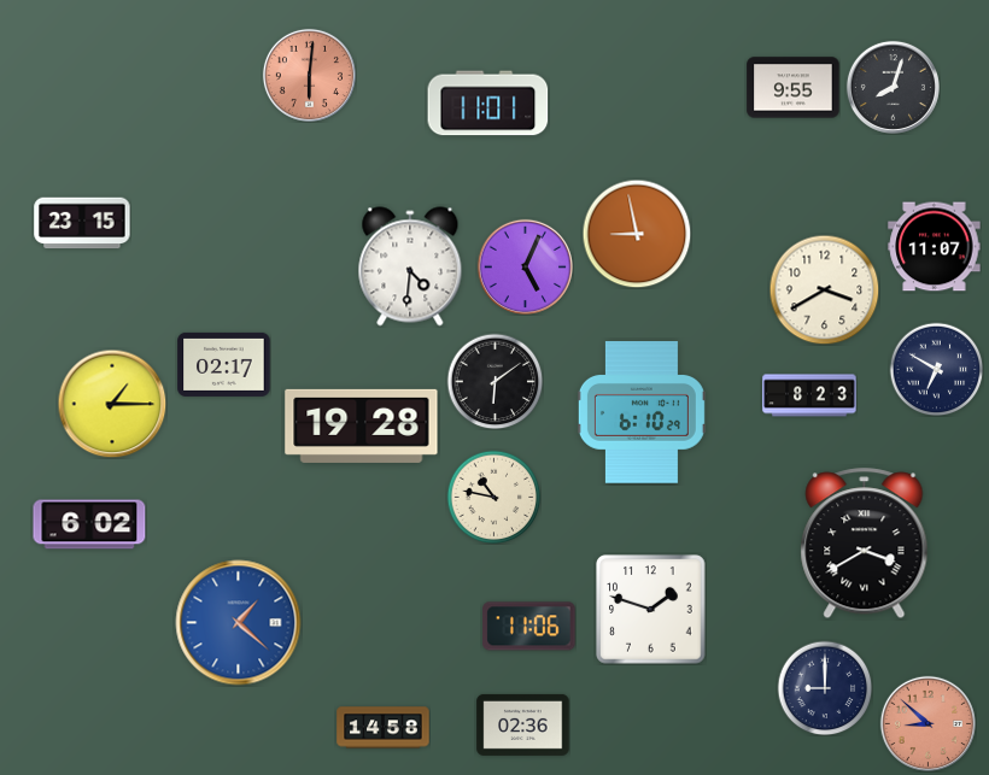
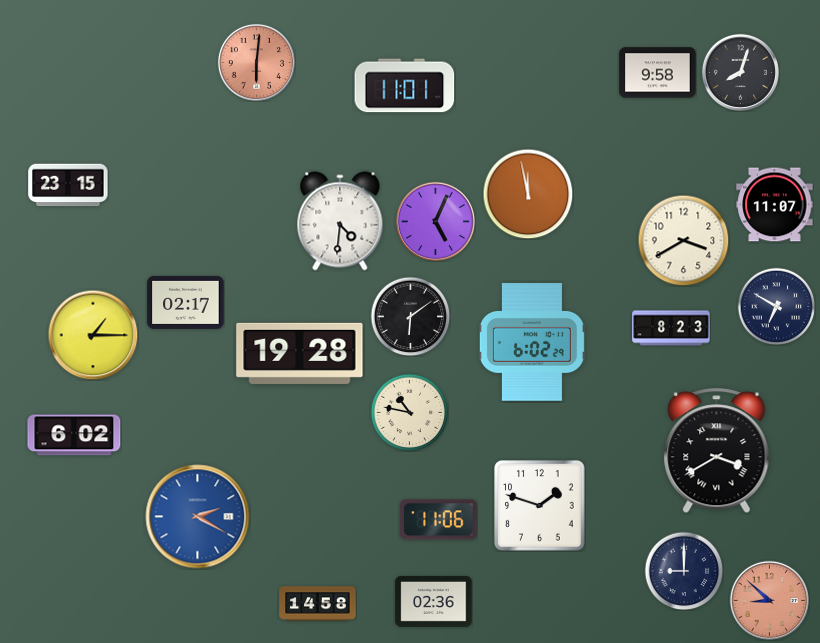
clock at (794, 88): 9:55 -> 9:58
clock at (637, 234): 8:58 -> 11:58
clock at (642, 412): 6:10 -> 6:02
clock at (239, 623): 1:22 -> 2:20
